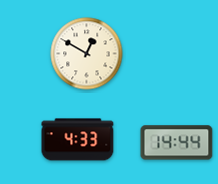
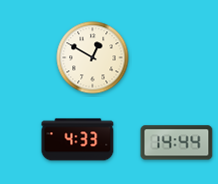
clock at (87, 54) position: (87, 54) -> (93, 58)
